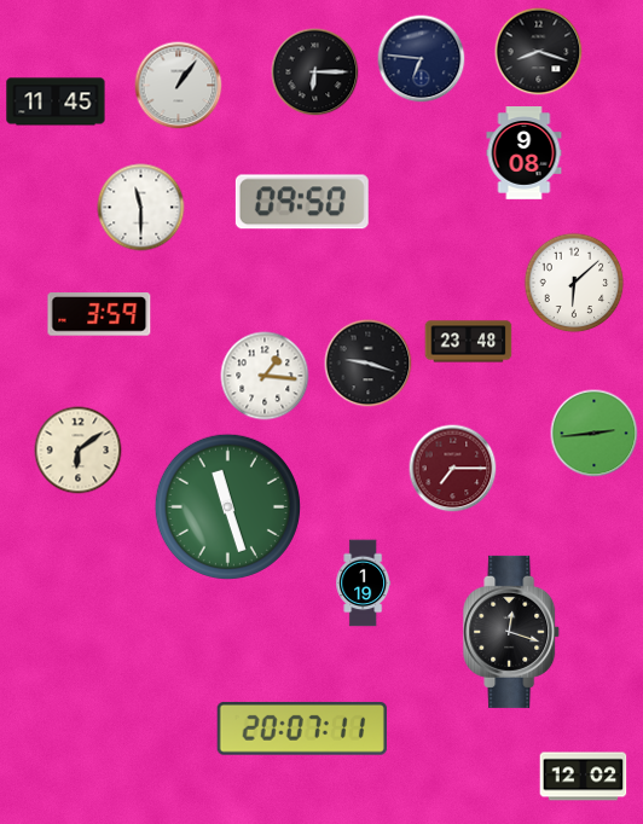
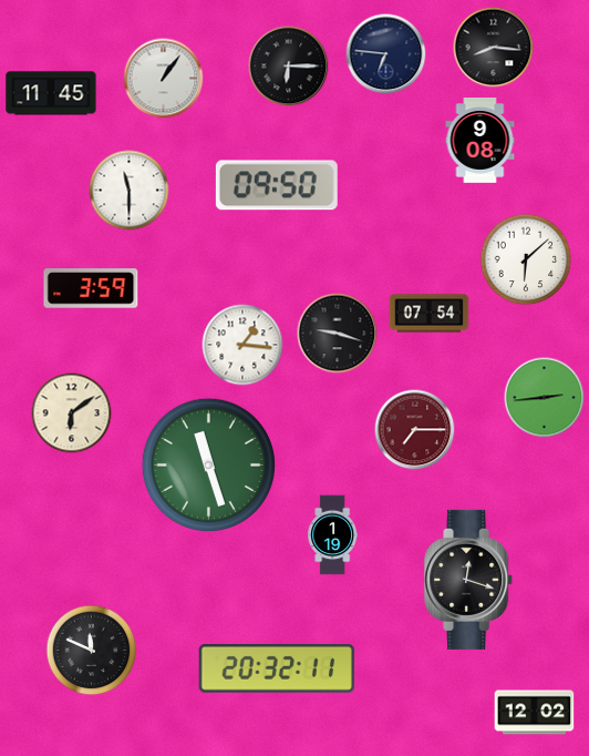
clock at (539, 52): 8:18 -> 8:16
clock at (469, 342): 23:48 -> 07:54
clock at (92, 651): none -> 11:49
clock at (302, 729): 20:07 -> 20:32
